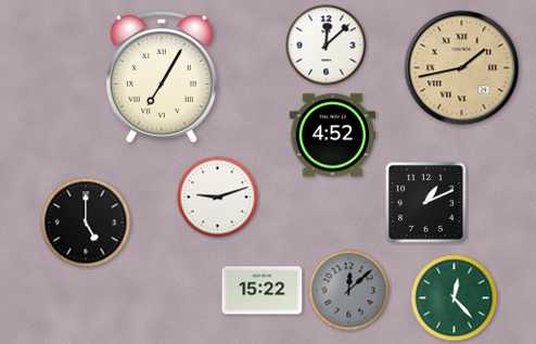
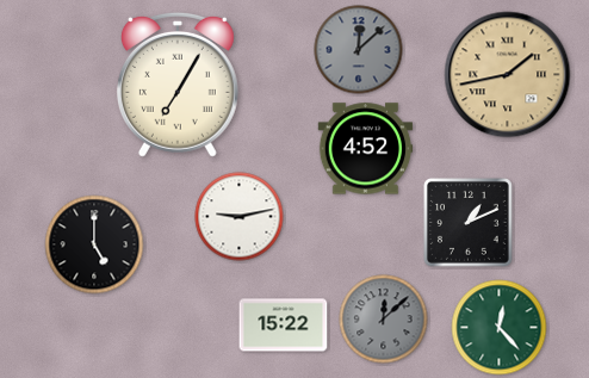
clock at (327, 46) dial: white -> grey
clock at (218, 198): 9:12 -> 9:13
clock at (263, 291) position: (263, 291) -> (284, 326)
